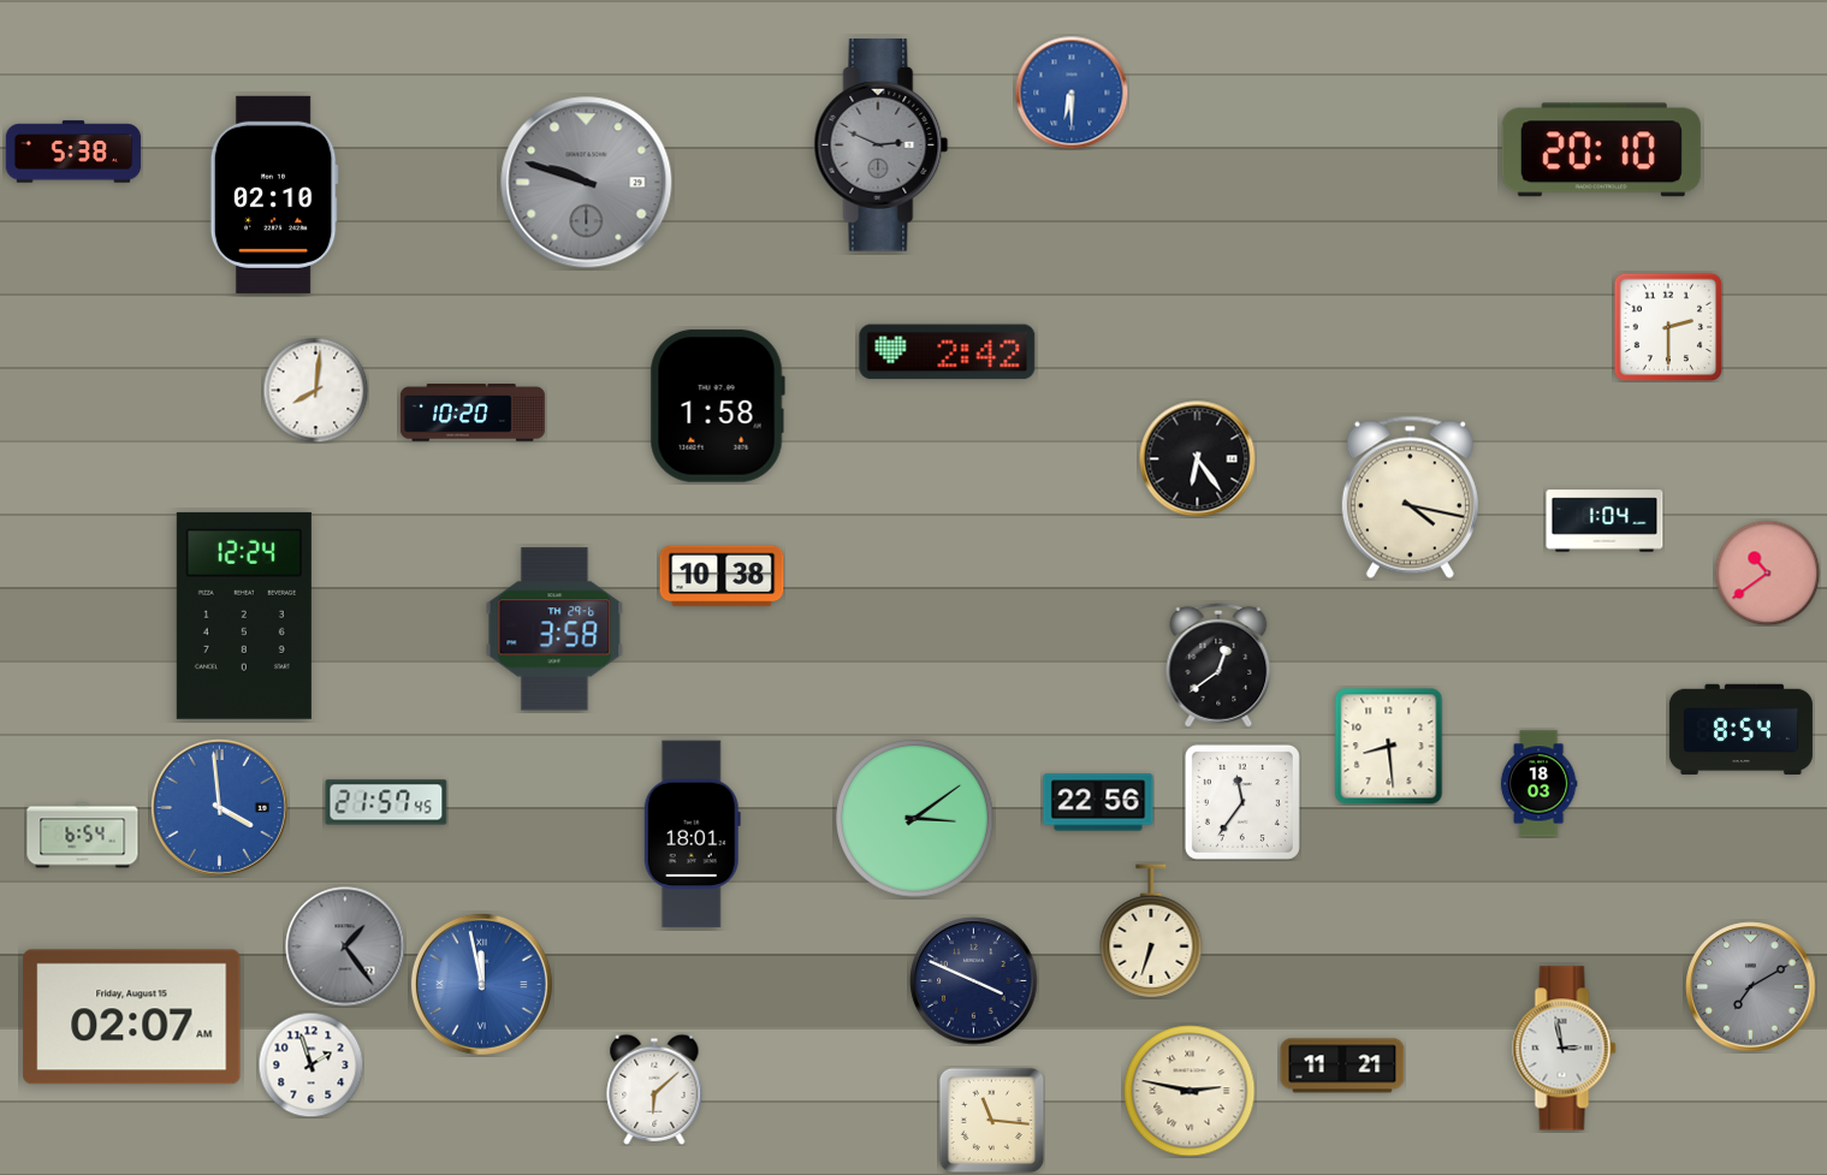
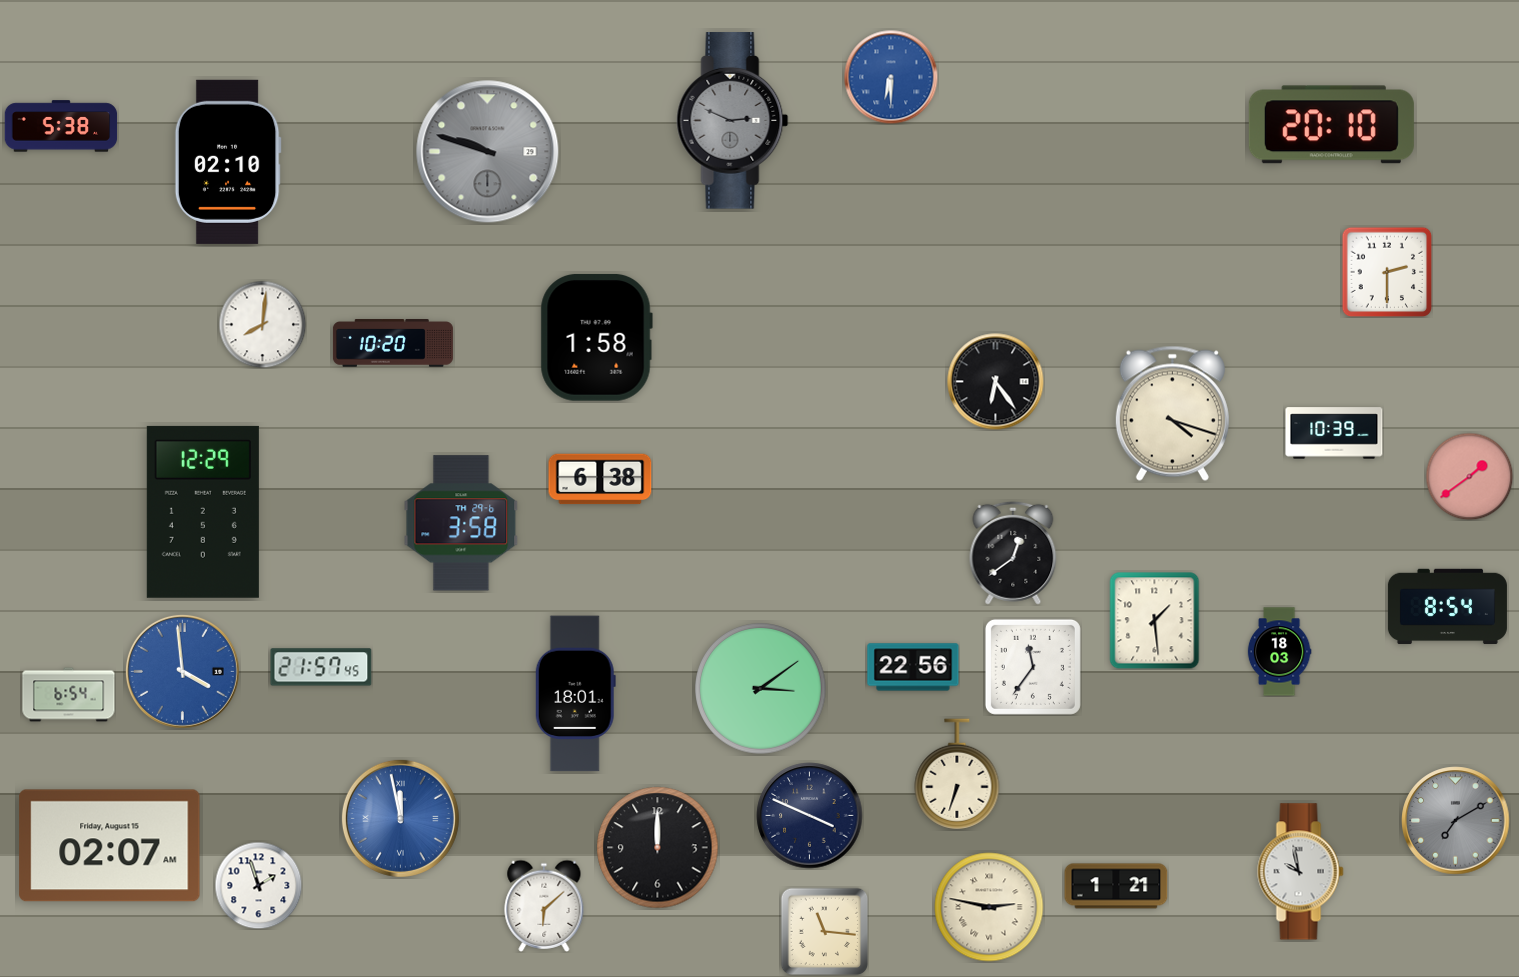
clock at (948, 352): 2:42 -> none
clock at (1410, 497): 4:17 -> 4:18
clock at (1604, 521): 1:04 -> 10:39
clock at (1767, 572): 10:39 -> 1:39
clock at (722, 576): 10:38 -> 6:38
clock at (244, 616): 12:24 -> 12:29
clock at (1389, 747): 8:29 -> 1:29
clock at (915, 819) position: (915, 819) -> (761, 689)
clock at (345, 946): 1:24 -> none
clock at (658, 848): none -> 12:00
clock at (1565, 1049): 2:58 -> 9:58
clock at (1342, 1066): 11:21 -> 1:21
